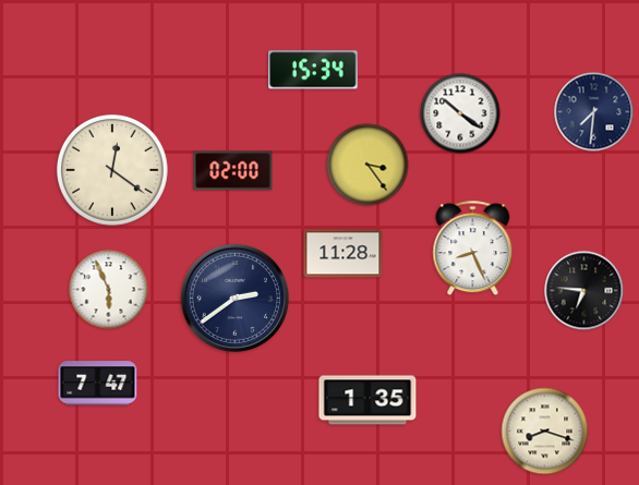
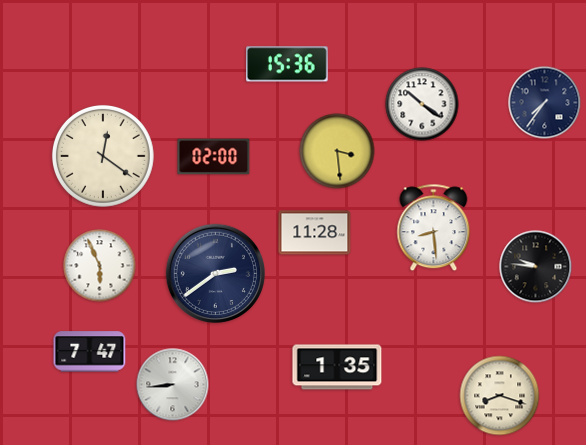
clock at (314, 70): 15:34 -> 15:36
clock at (594, 112): 7:31 -> 7:36
clock at (367, 165): 3:24 -> 3:29
clock at (473, 248): 8:26 -> 8:29
clock at (584, 291): 6:46 -> 9:46
clock at (173, 385): none -> 8:44
